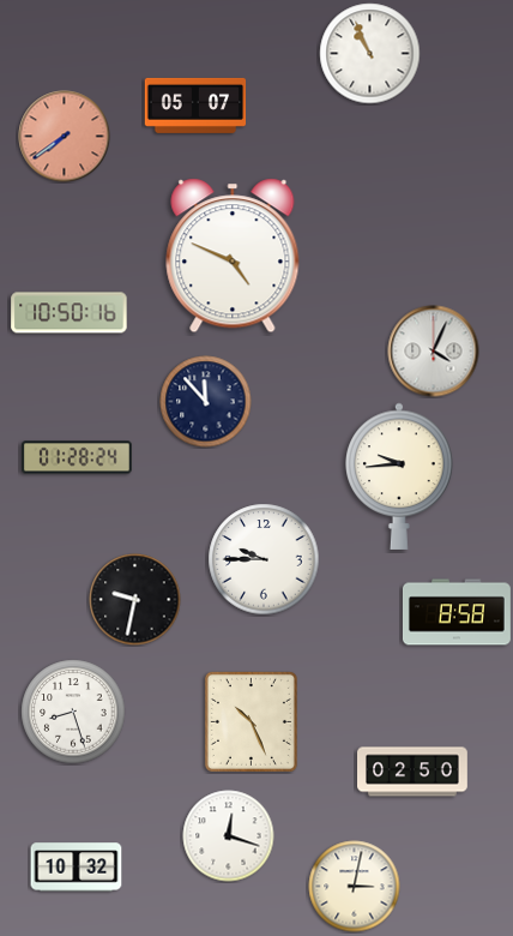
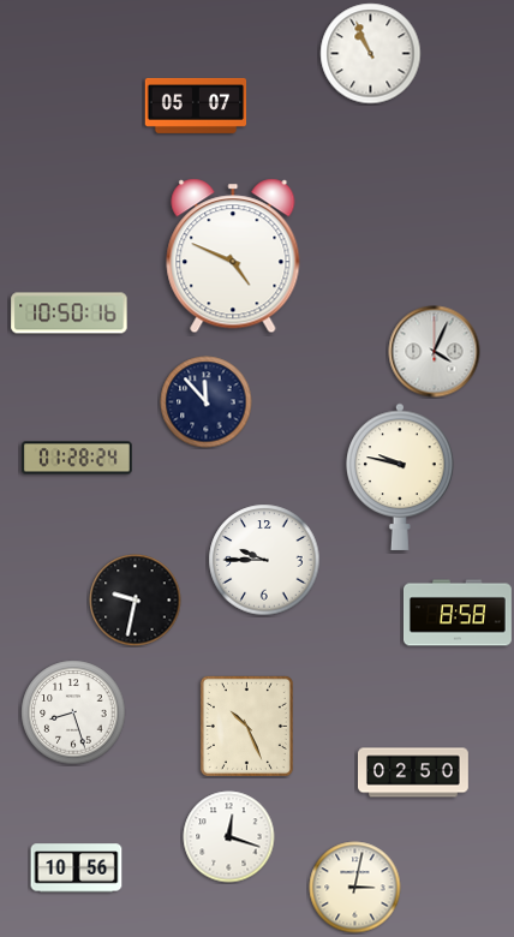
clock at (65, 137): 7:39 -> none
clock at (399, 476): 9:44 -> 9:47
clock at (251, 721) position: (251, 721) -> (246, 726)
clock at (77, 868): 10:32 -> 10:56
